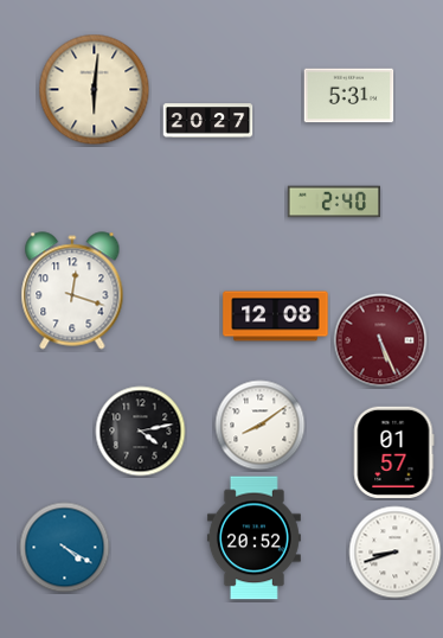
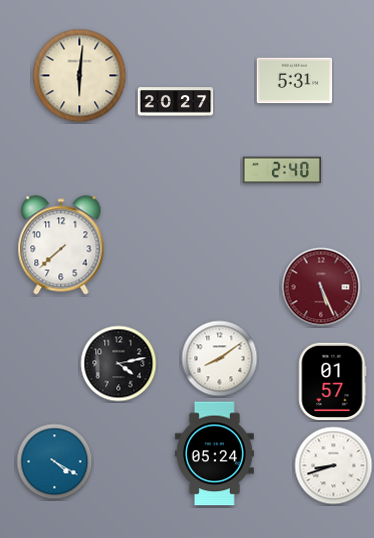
clock at (72, 291): 12:18 -> 7:38
clock at (276, 317): 12:08 -> none
clock at (253, 538): 20:52 -> 05:24
